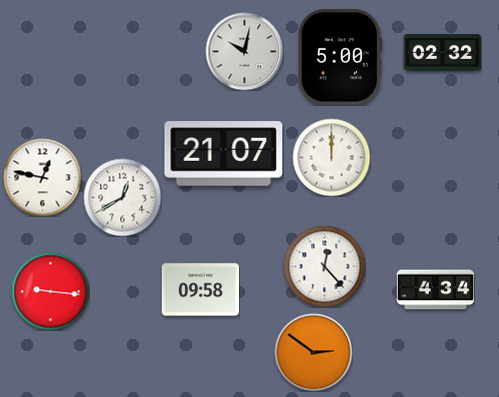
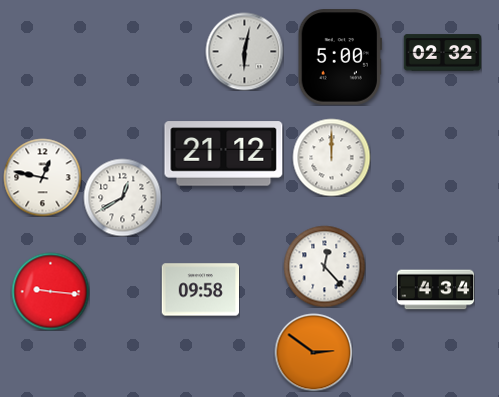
clock at (244, 51): 10:02 -> 6:02
clock at (224, 154): 21:07 -> 21:12
